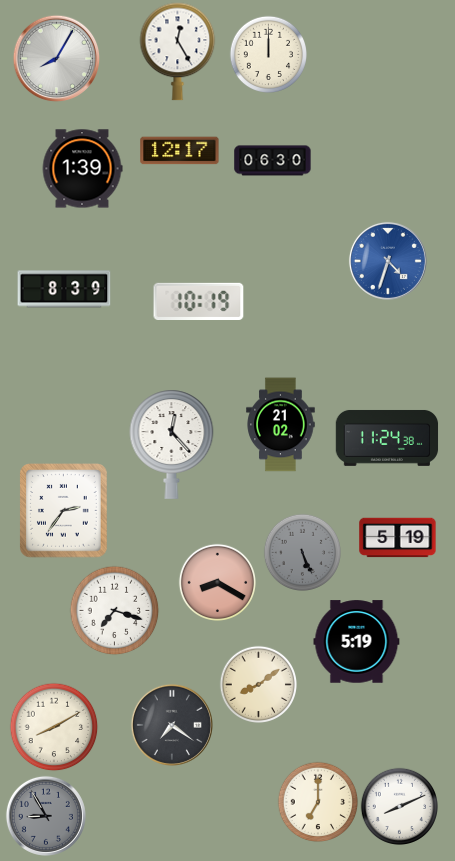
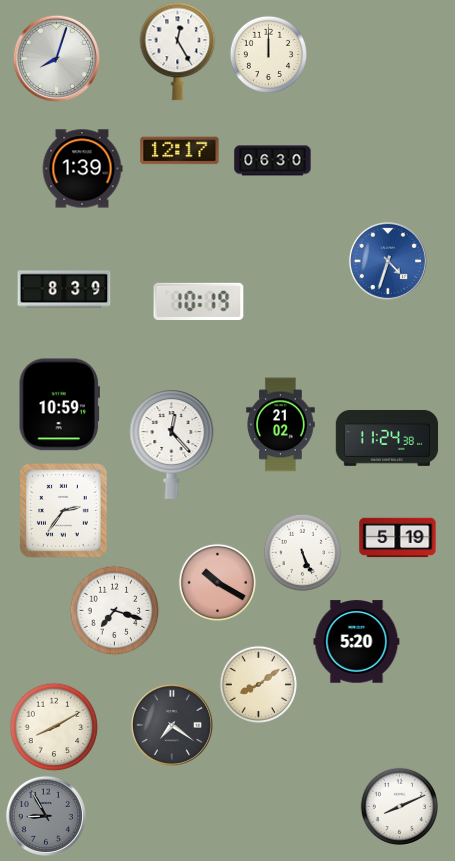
clock at (56, 58): 8:05 -> 8:03
clock at (59, 405): none -> 10:59
clock at (302, 552) dial: grey -> white
clock at (217, 582): 8:20 -> 10:20
clock at (357, 642): 5:19 -> 5:20
clock at (318, 802): 7:00 -> none
